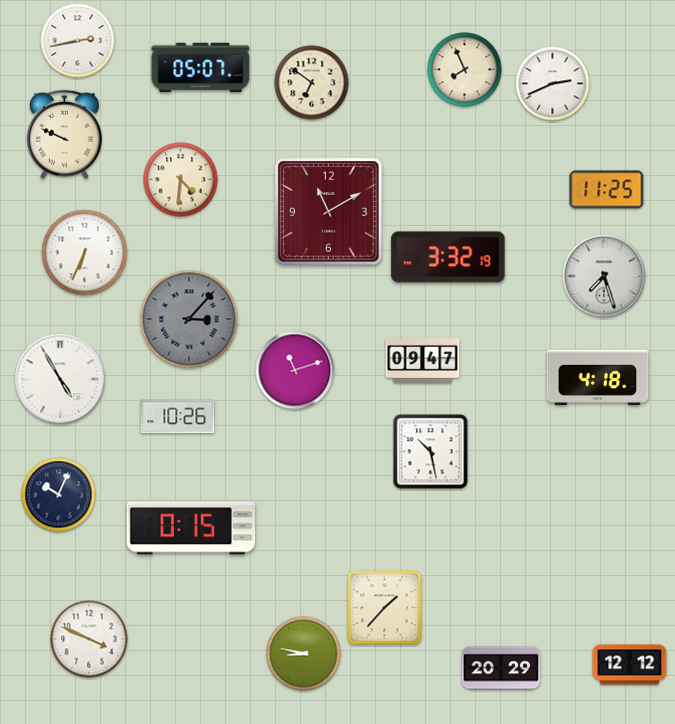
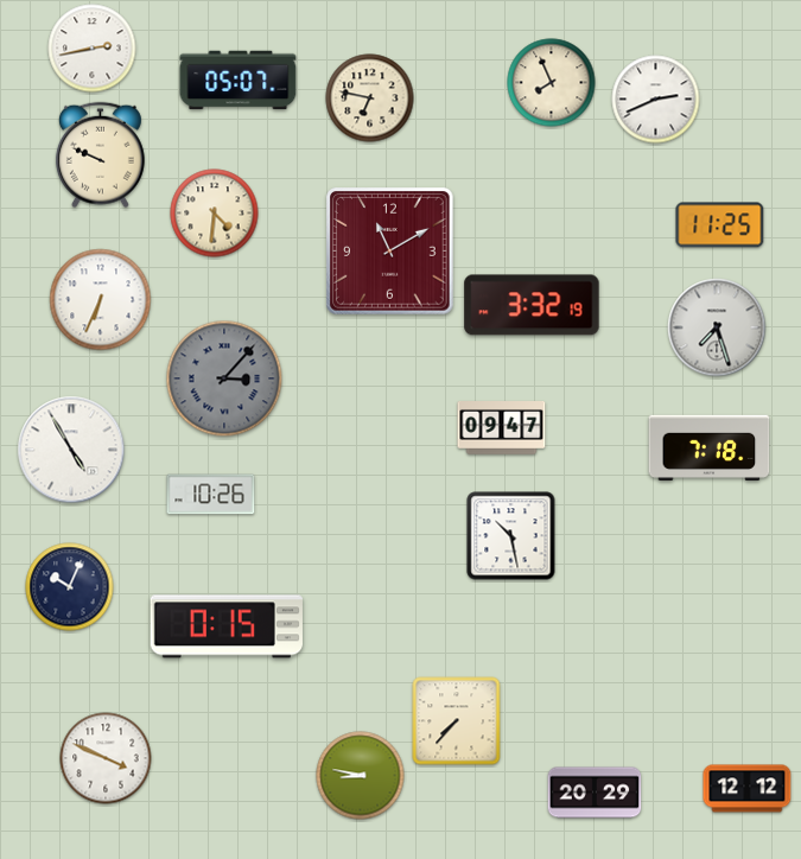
clock at (312, 83): 6:51 -> 6:47
clock at (64, 135) position: (64, 135) -> (100, 155)
clock at (295, 370): 11:12 -> none
clock at (598, 377): 4:18 -> 7:18
clock at (385, 608): 1:37 -> 7:37
